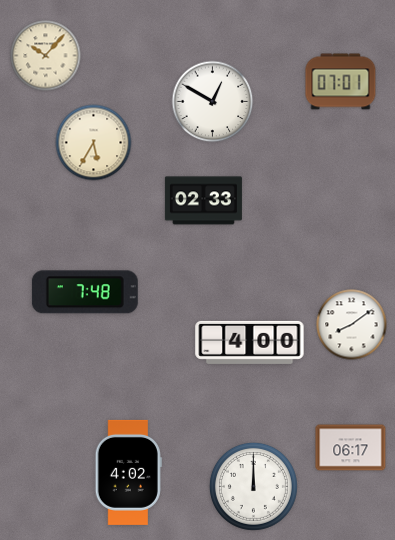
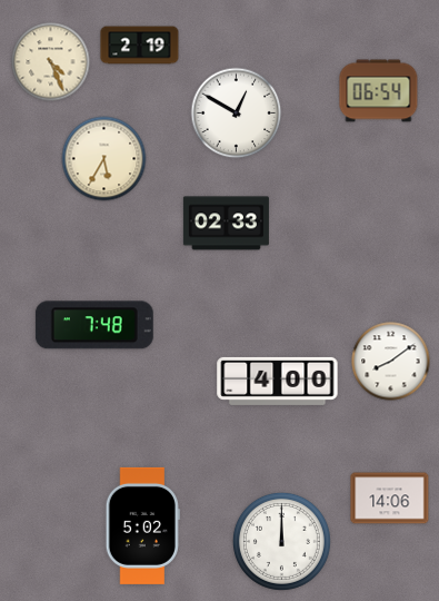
clock at (140, 46): none -> 2:19
clock at (46, 56): 10:07 -> 4:26
clock at (341, 82): 07:01 -> 06:54
clock at (351, 448): 06:17 -> 14:06
clock at (128, 472): 4:02 -> 5:02
